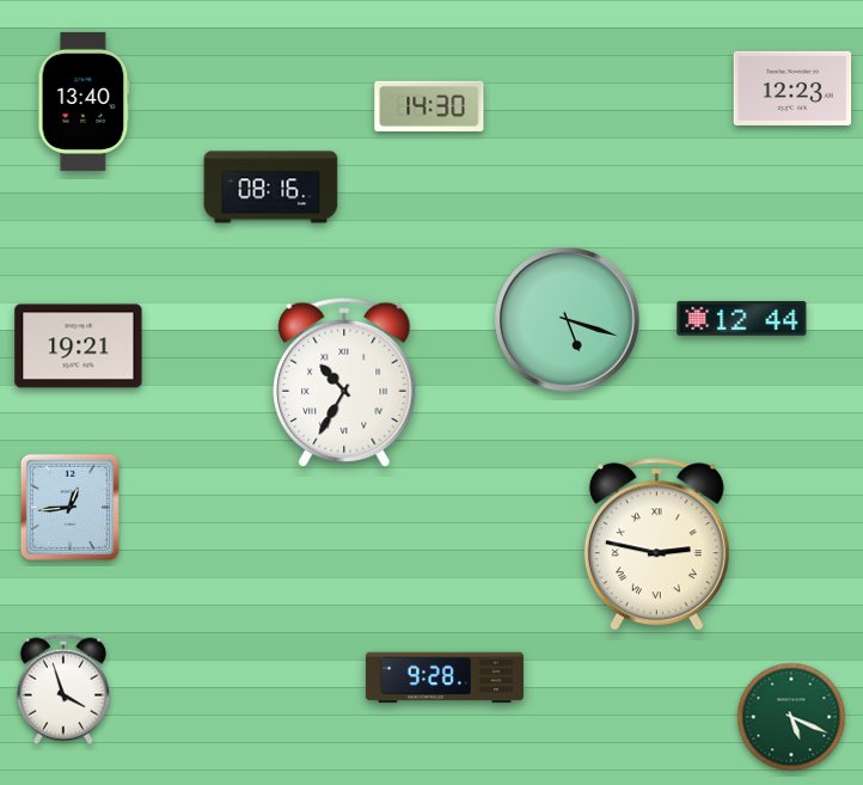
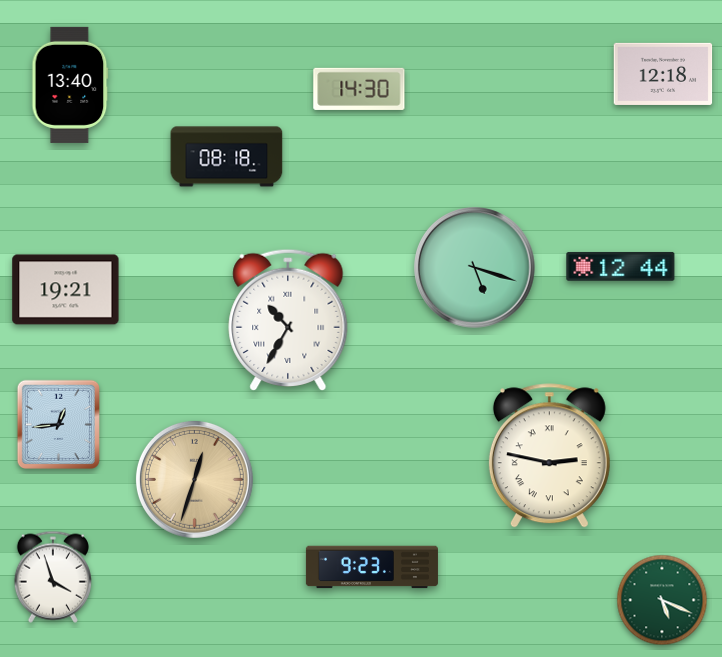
clock at (792, 88): 12:23 -> 12:18
clock at (271, 188): 08:16 -> 08:18
clock at (194, 479): none -> 12:33
clock at (445, 677): 9:28 -> 9:23
